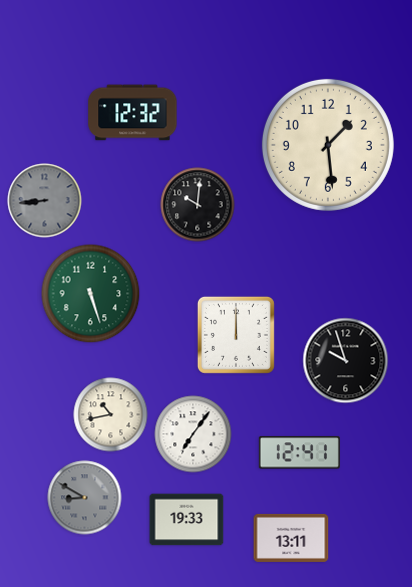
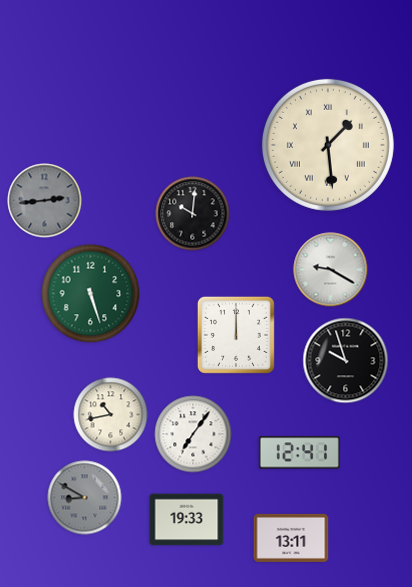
clock at (133, 113): 12:32 -> none
clock at (328, 145) numerals: Arabic -> Roman
clock at (45, 201): 8:44 -> 2:44
clock at (198, 205) position: (198, 205) -> (193, 214)
clock at (331, 270): none -> 9:20
